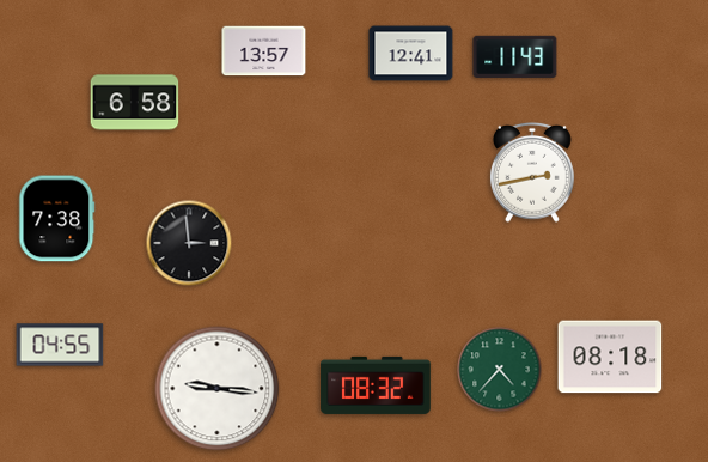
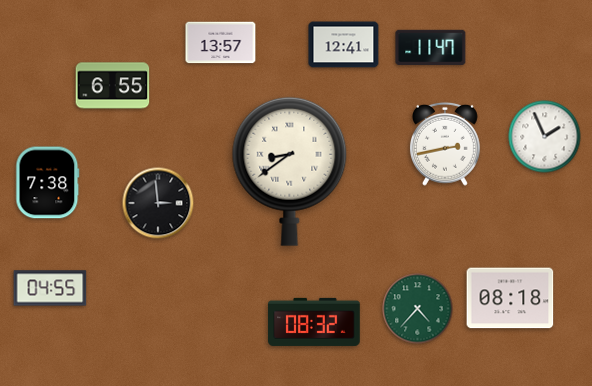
clock at (515, 56): 11:43 -> 11:47
clock at (135, 103): 6:58 -> 6:55
clock at (545, 137): none -> 1:56
clock at (290, 171): none -> 8:39
clock at (218, 389): 9:16 -> none
